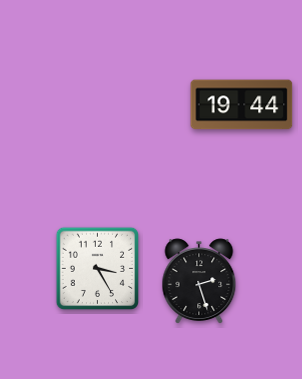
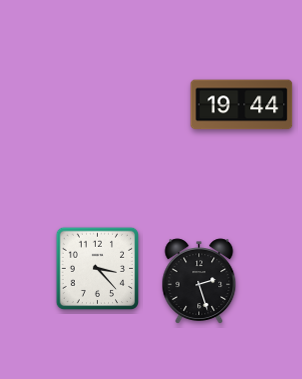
clock at (97, 268): 3:25 -> 3:23
